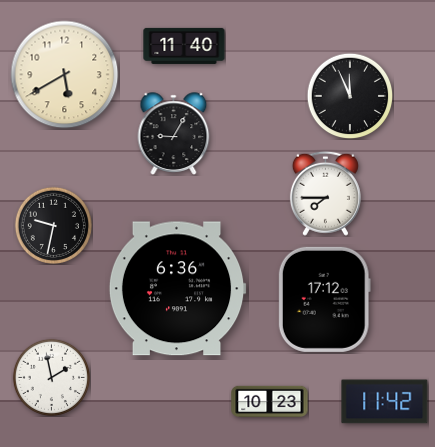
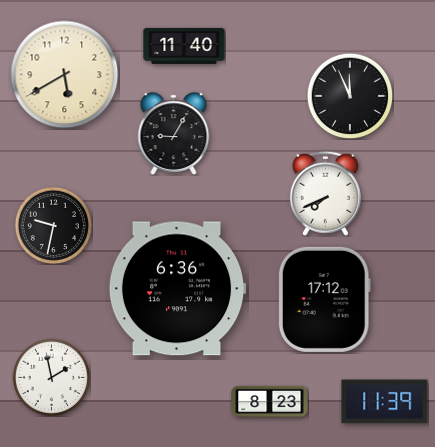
clock at (325, 193): 7:45 -> 7:41
clock at (270, 402): 10:23 -> 8:23
clock at (385, 402): 11:42 -> 11:39
